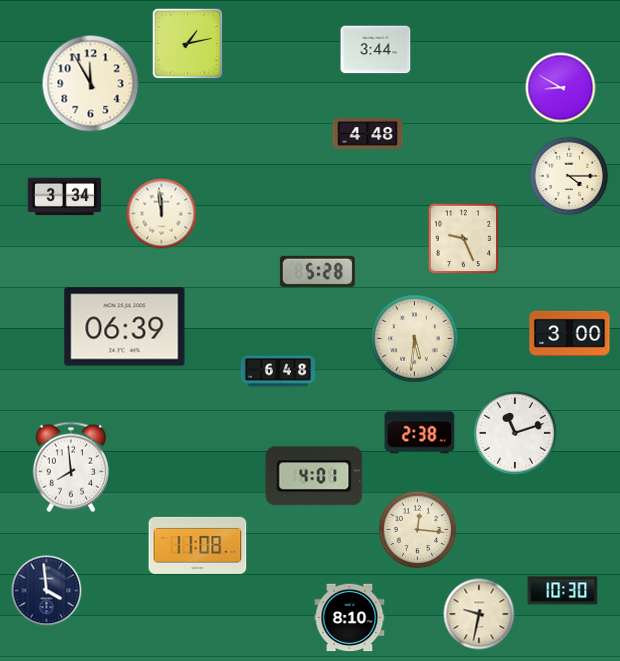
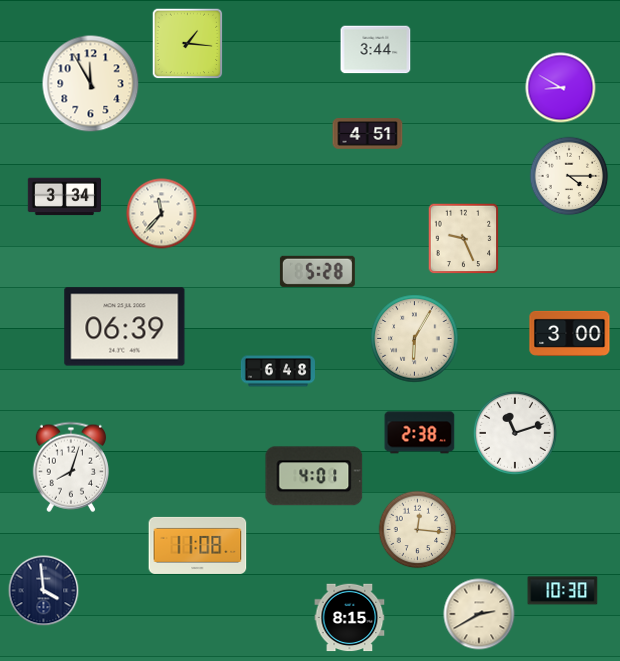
clock at (188, 44): 1:13 -> 1:16
clock at (368, 134): 4:48 -> 4:51
clock at (162, 214): 11:59 -> 11:37
clock at (415, 339): 5:31 -> 6:05
clock at (70, 467): 7:59 -> 8:03
clock at (47, 591) position: (47, 591) -> (44, 591)
clock at (479, 614): 9:32 -> 2:40
clock at (350, 618): 8:10 -> 8:15
